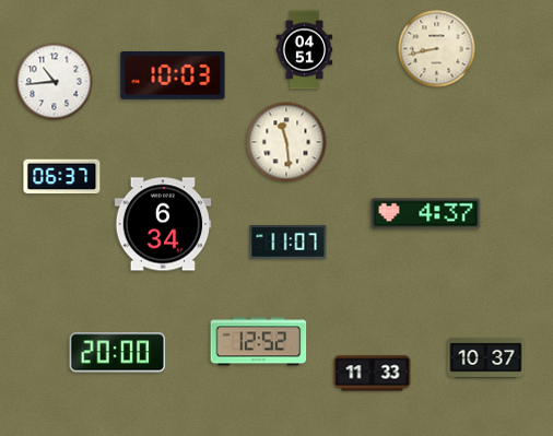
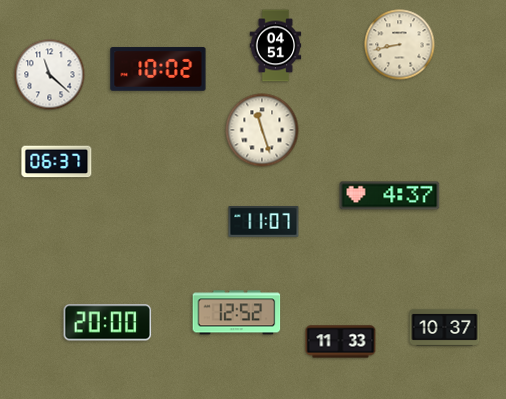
clock at (305, 50) position: (305, 50) -> (276, 46)
clock at (173, 75): 10:03 -> 10:02
clock at (55, 82): 10:44 -> 11:22
clock at (286, 142): 11:29 -> 11:27
clock at (163, 224): 6:34 -> none
